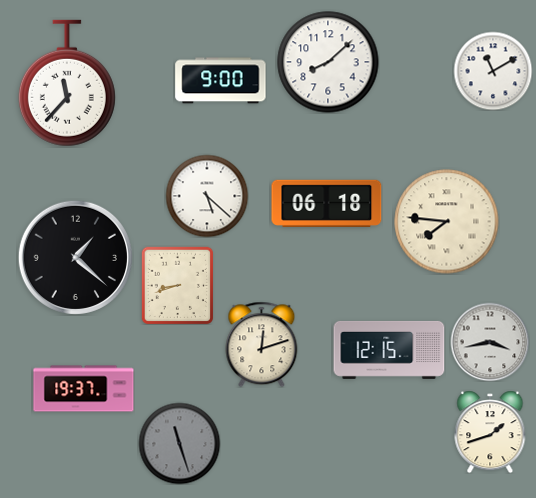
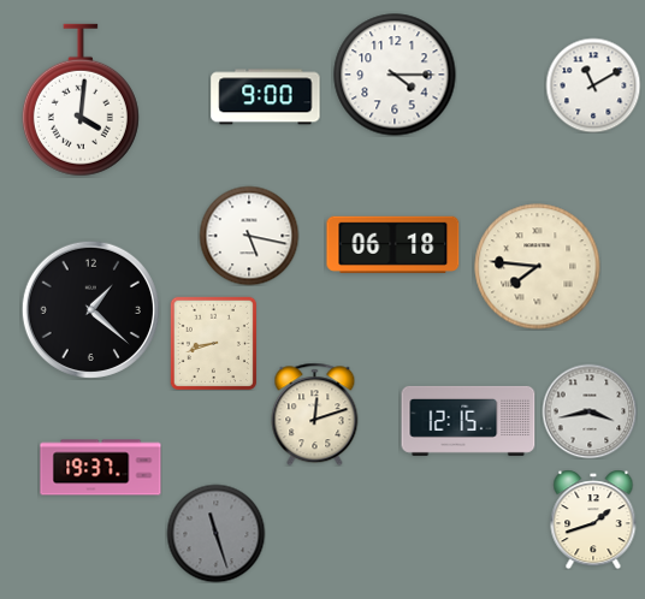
clock at (328, 62): 8:08 -> 4:15
clock at (67, 83): 11:37 -> 4:01
clock at (207, 196): 5:22 -> 5:17
clock at (490, 432) position: (490, 432) -> (593, 520)
